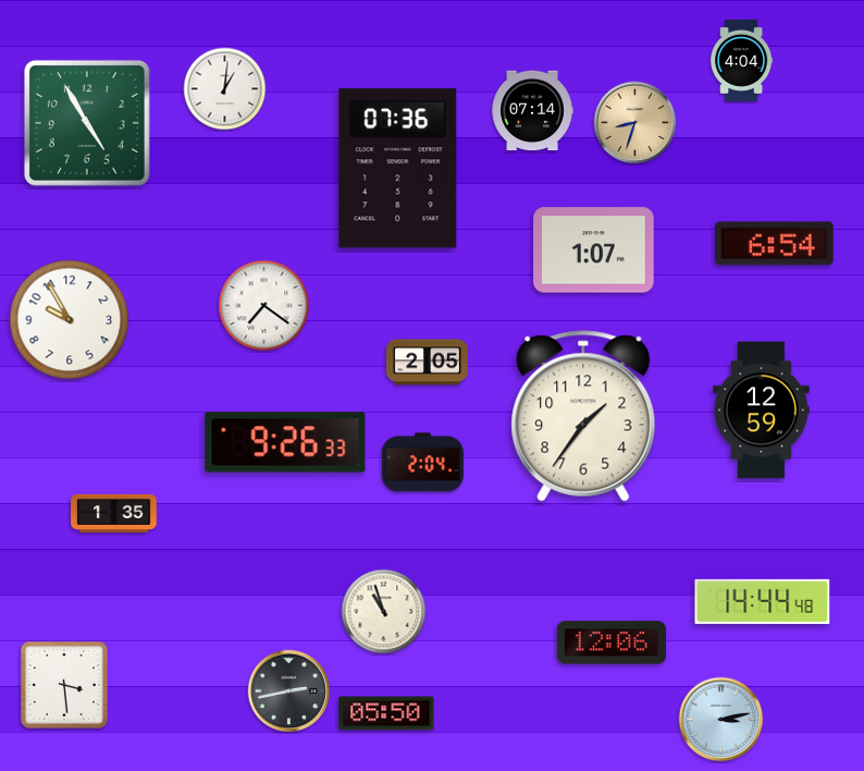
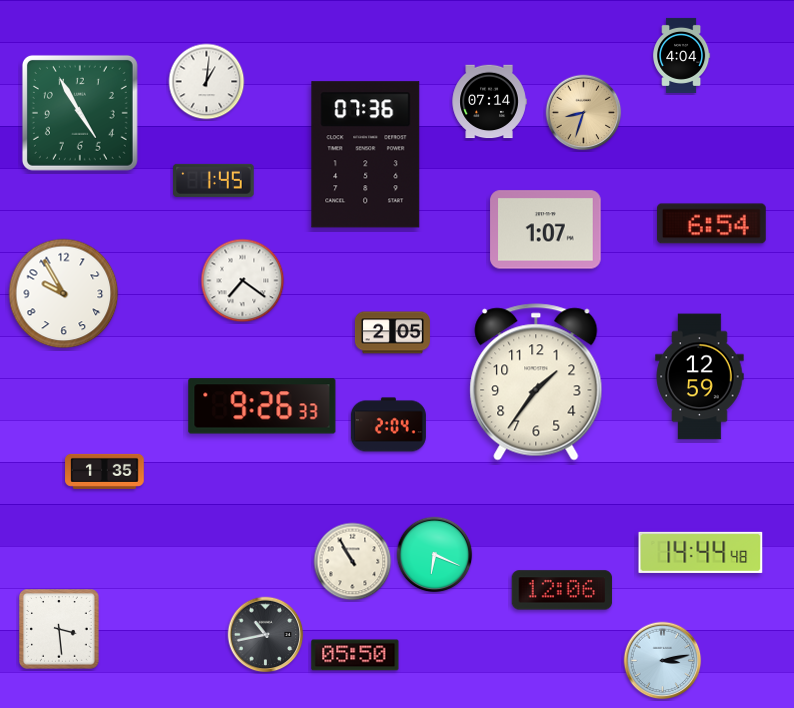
clock at (214, 180): none -> 1:45
clock at (435, 555): none -> 6:19
clock at (384, 612): 10:57 -> 10:55
clock at (289, 692): 2:43 -> 10:43
